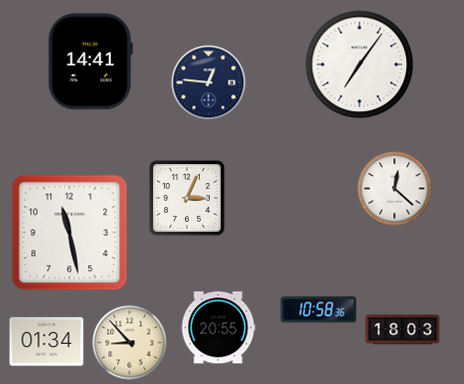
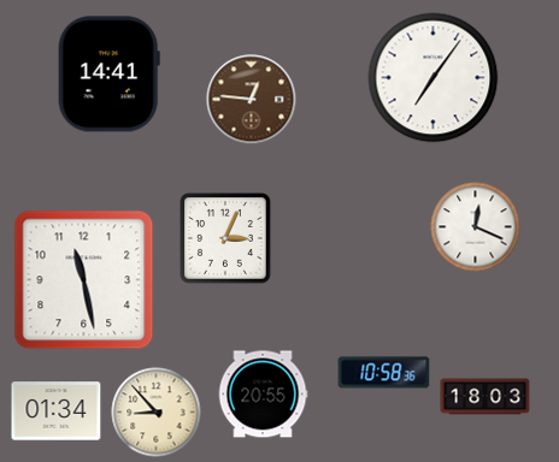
clock at (209, 83) dial: navy -> brown
clock at (395, 189): 12:22 -> 12:19
